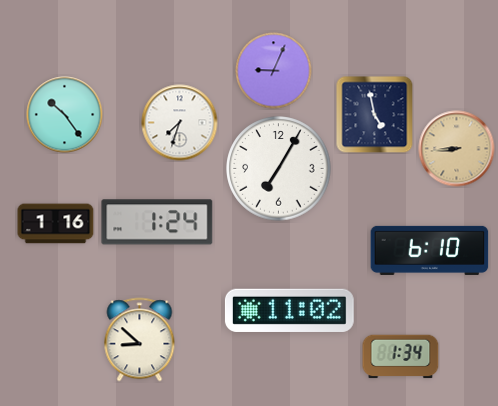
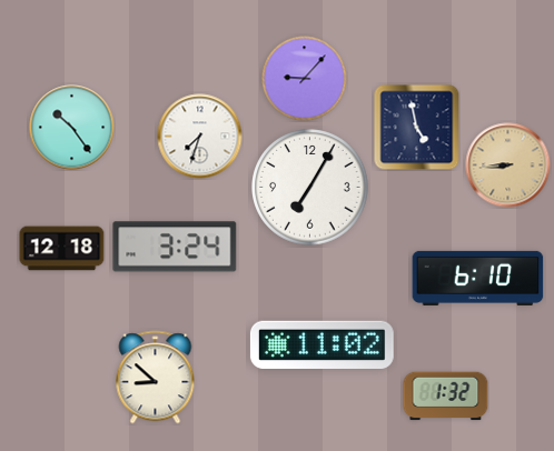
clock at (274, 71): 9:04 -> 9:07
clock at (157, 222): 1:24 -> 3:24
clock at (56, 224): 1:16 -> 12:18
clock at (401, 357): 1:34 -> 1:32
